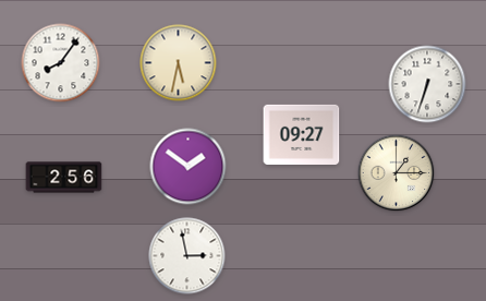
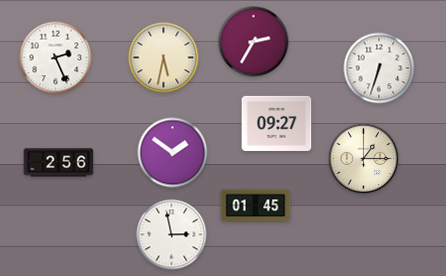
clock at (254, 42): none -> 2:35
clock at (61, 63): 8:06 -> 2:26
clock at (427, 84) position: (427, 84) -> (379, 68)
clock at (256, 206): none -> 01:45
